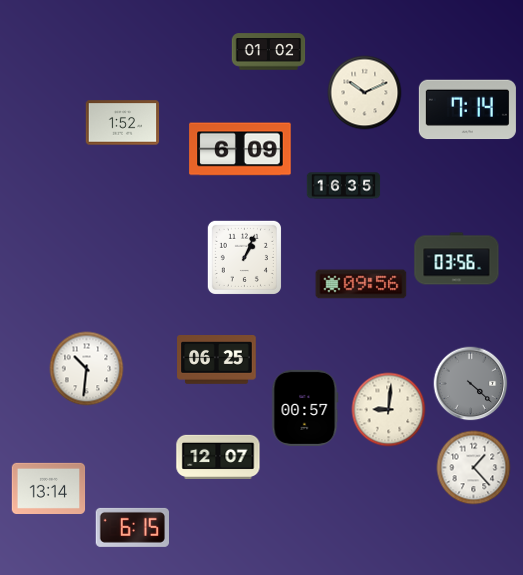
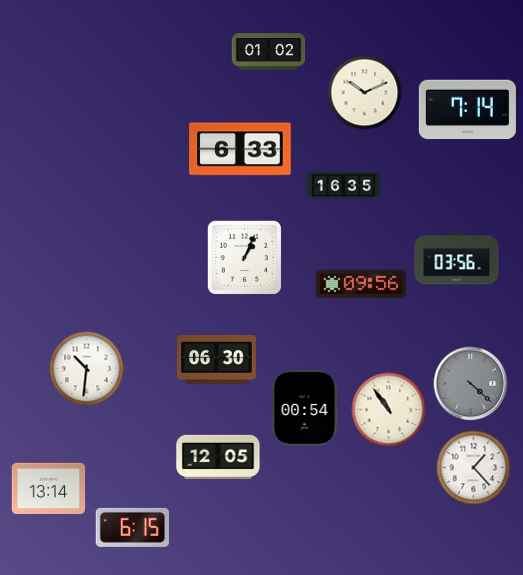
clock at (123, 123): 1:52 -> none
clock at (240, 149): 6:09 -> 6:33
clock at (217, 360): 06:25 -> 06:30
clock at (305, 408): 00:57 -> 00:54
clock at (389, 410): 9:01 -> 10:54
clock at (218, 456): 12:07 -> 12:05
